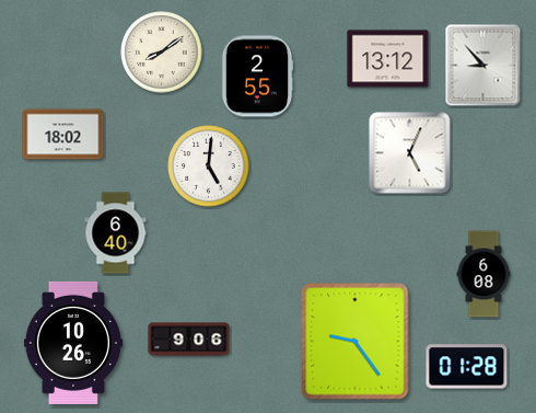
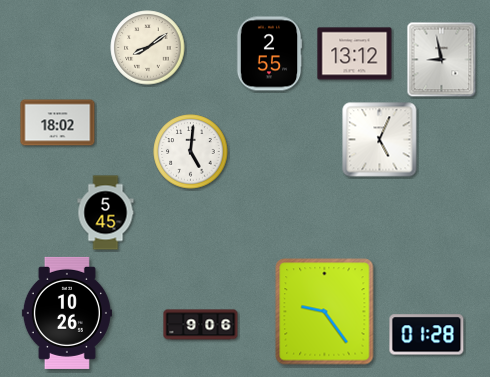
clock at (483, 66): 8:53 -> 8:58
clock at (257, 77) position: (257, 77) -> (269, 54)
clock at (410, 153) position: (410, 153) -> (380, 140)
clock at (116, 233): 6:40 -> 5:45
clock at (483, 274): 6:08 -> none
clock at (189, 340) position: (189, 340) -> (201, 325)
